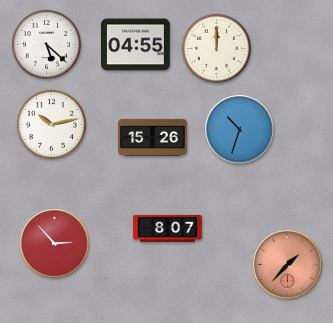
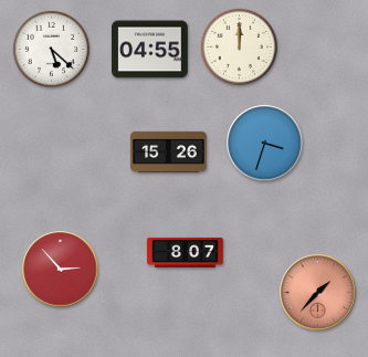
clock at (216, 48) position: (216, 48) -> (239, 46)
clock at (51, 124): 10:13 -> none
clock at (240, 130): 10:33 -> 3:33
